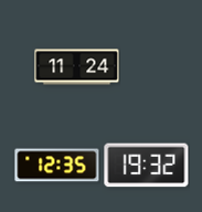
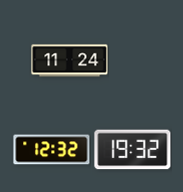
clock at (57, 166): 12:35 -> 12:32
